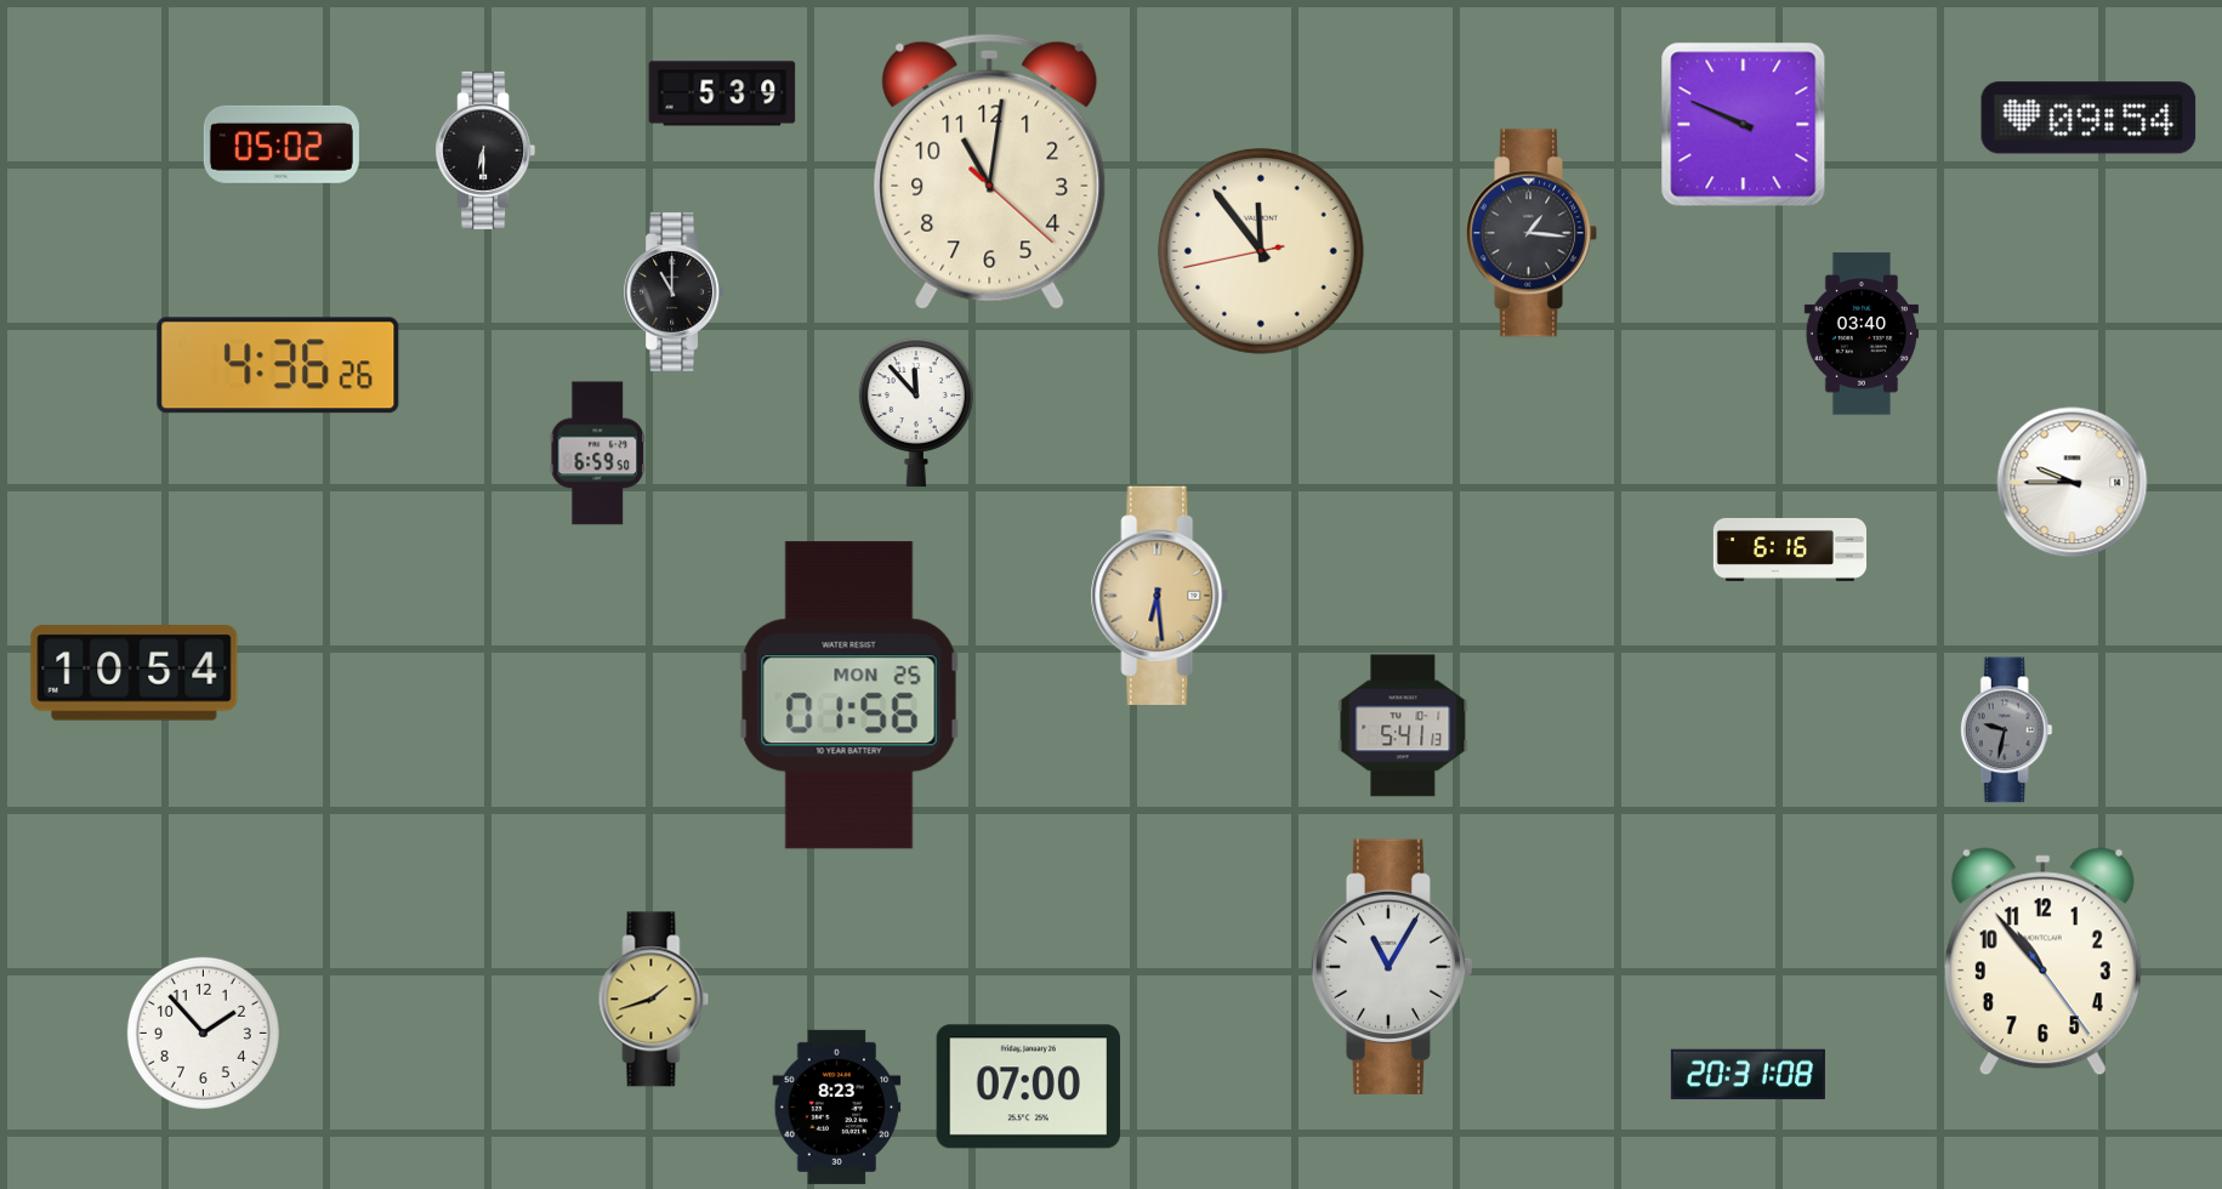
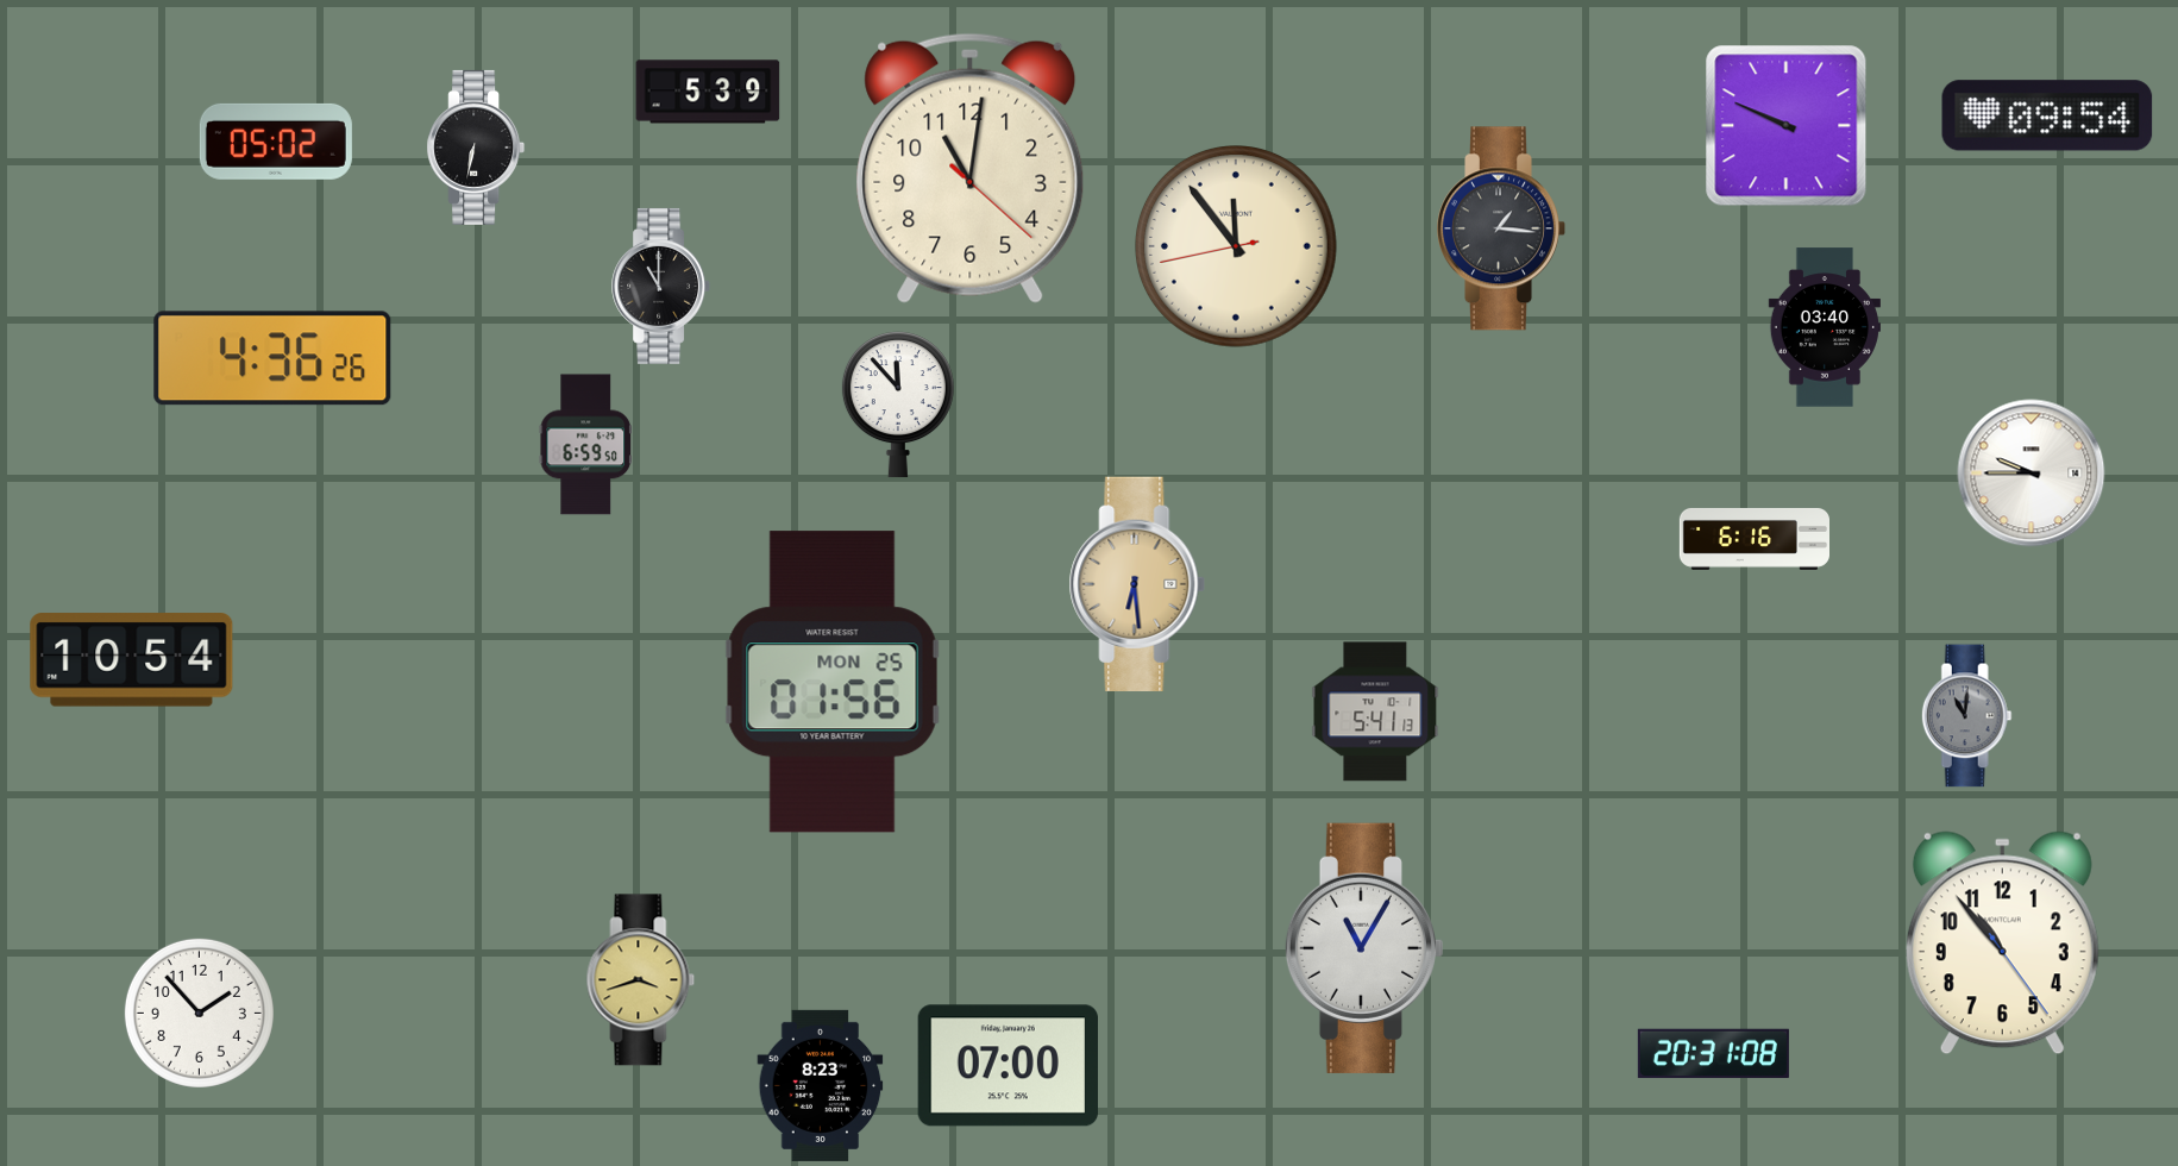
clock at (1744, 125) position: (1744, 125) -> (1787, 126)
clock at (485, 150): 6:30 -> 6:32
clock at (2006, 730): 9:32 -> 11:01
clock at (654, 1000): 1:42 -> 3:42
